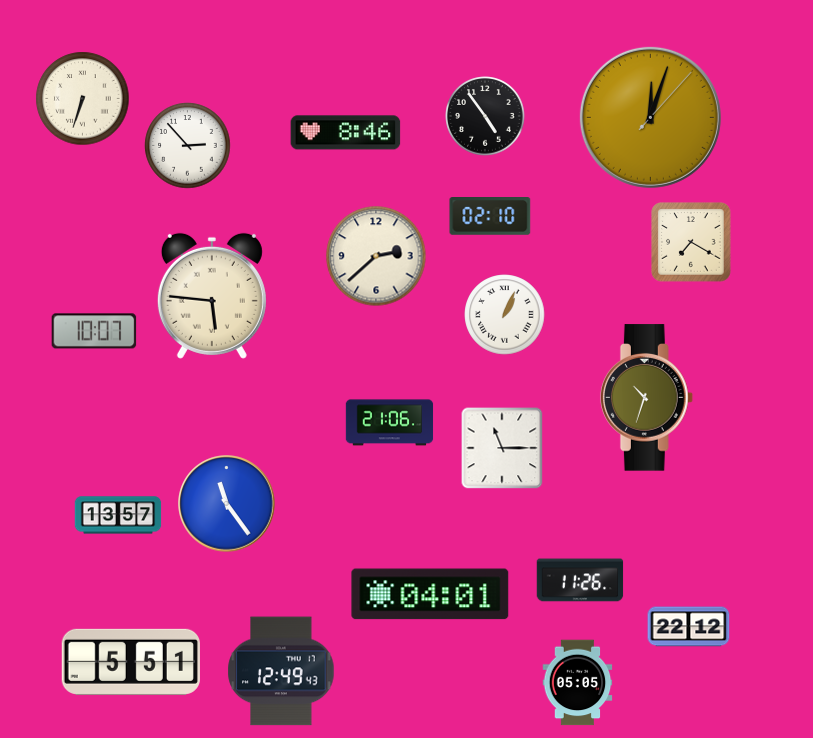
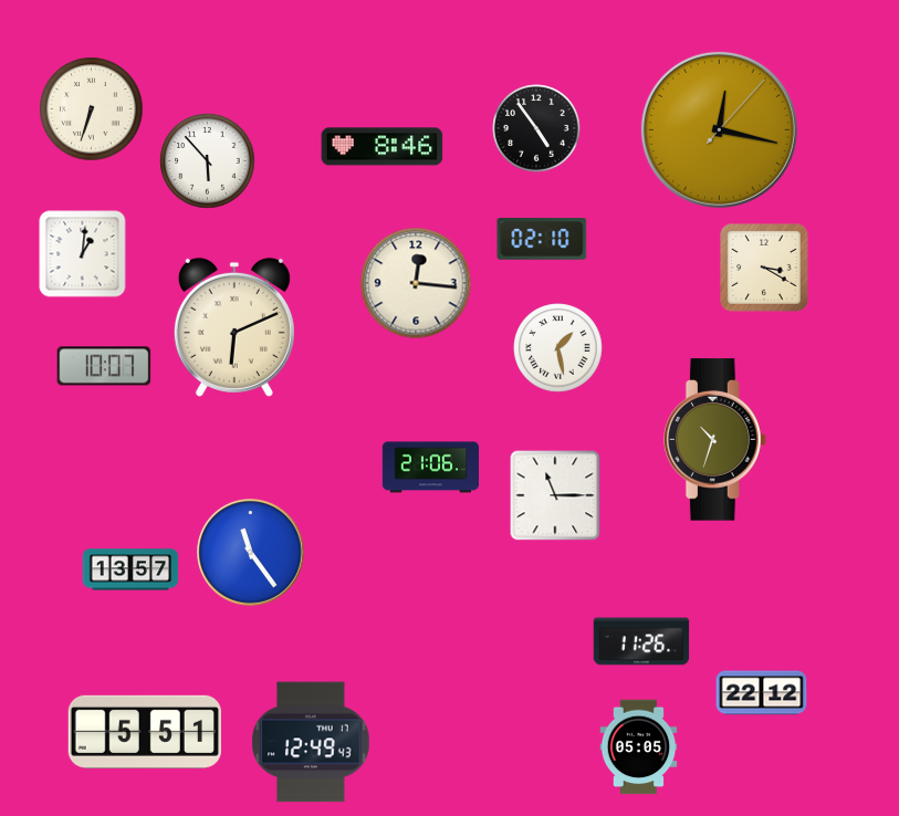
clock at (650, 117): 12:03 -> 12:17
clock at (188, 146): 2:53 -> 5:53
clock at (83, 254): none -> 1:01
clock at (691, 242): 7:20 -> 3:20
clock at (376, 256): 2:38 -> 12:16
clock at (212, 296): 5:46 -> 6:11
clock at (505, 315): 1:04 -> 1:28
clock at (227, 504) position: (227, 504) -> (251, 553)
clock at (430, 594): 04:01 -> none
clock at (578, 683) position: (578, 683) -> (639, 747)
